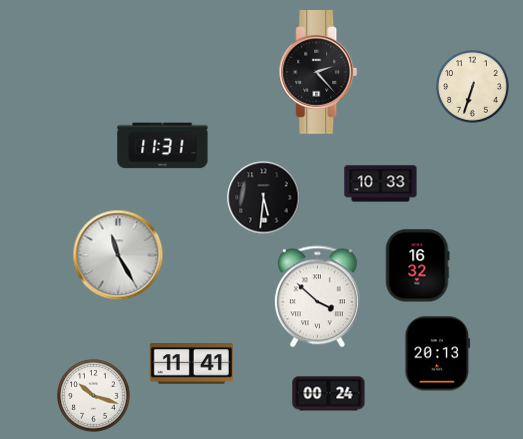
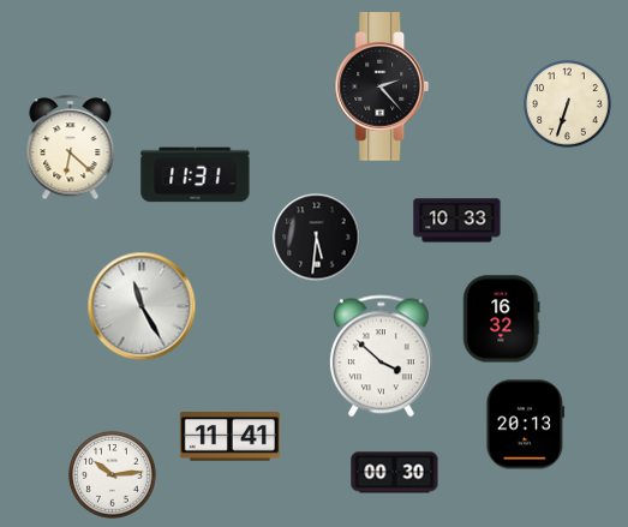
clock at (71, 148): none -> 6:22
clock at (329, 394): 00:24 -> 00:30
clock at (94, 396): 10:18 -> 10:14
